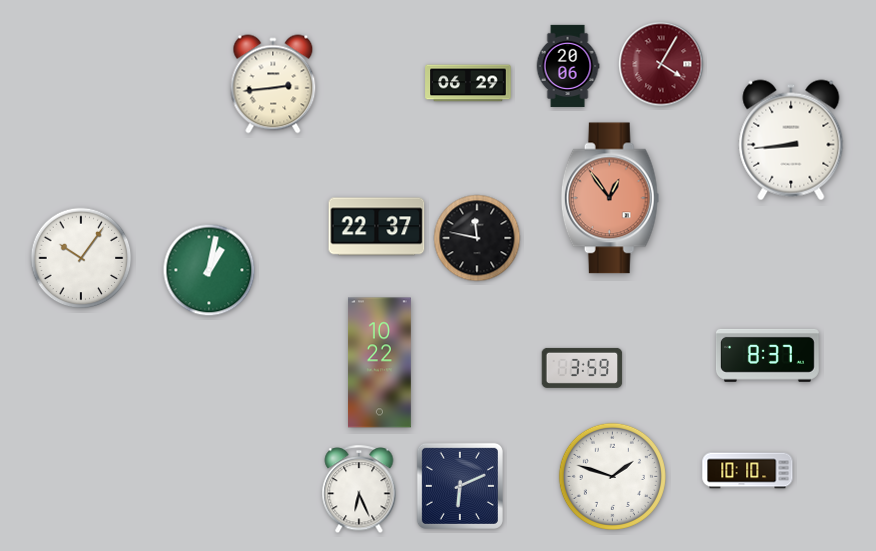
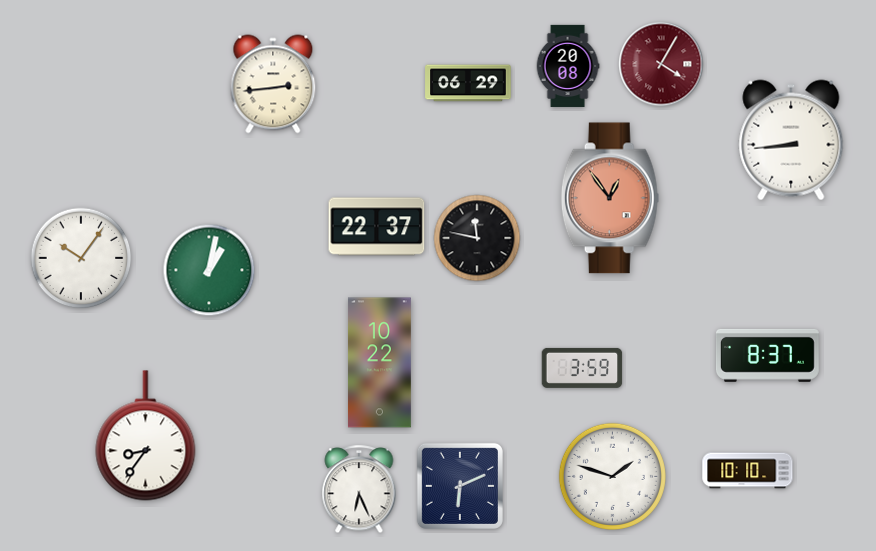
clock at (568, 66): 20:06 -> 20:08
clock at (146, 436): none -> 8:36
